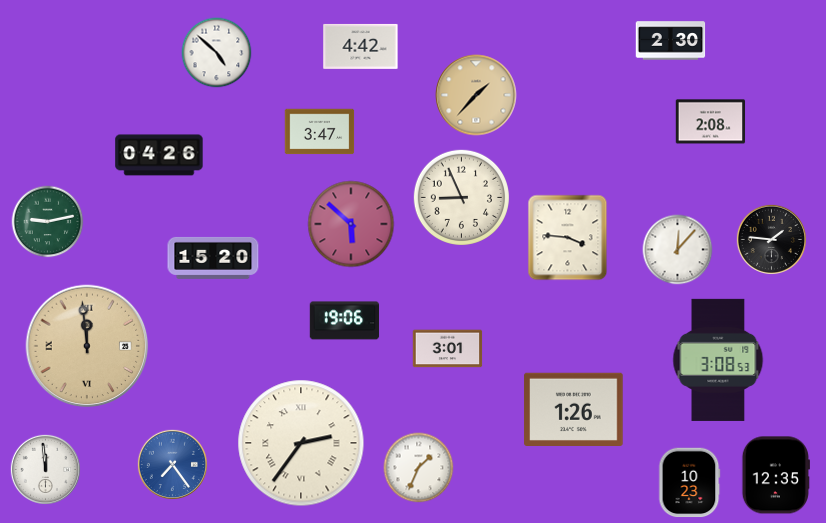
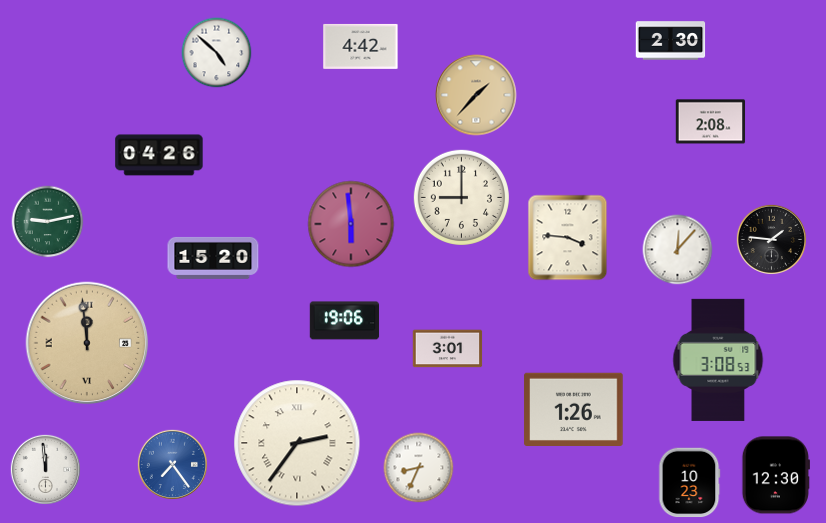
clock at (320, 132): 3:47 -> none
clock at (461, 197): 8:56 -> 9:00
clock at (351, 224): 5:52 -> 5:59
clock at (87, 346) position: (87, 346) -> (87, 343)
clock at (301, 443) position: (301, 443) -> (297, 443)
clock at (419, 468): 1:34 -> 8:34
clock at (776, 475): 12:35 -> 12:30
